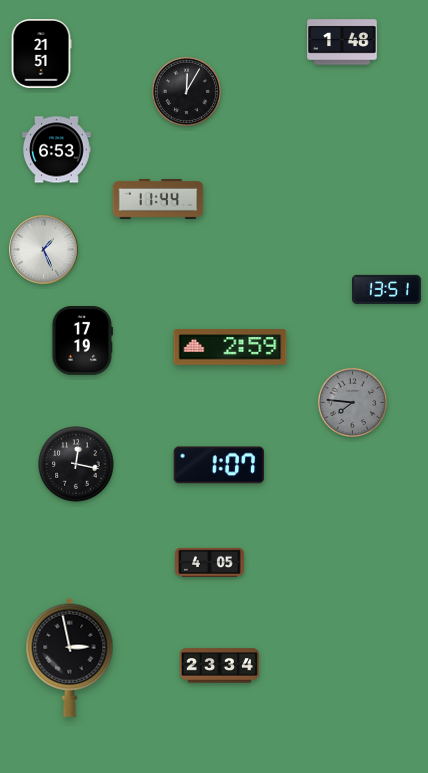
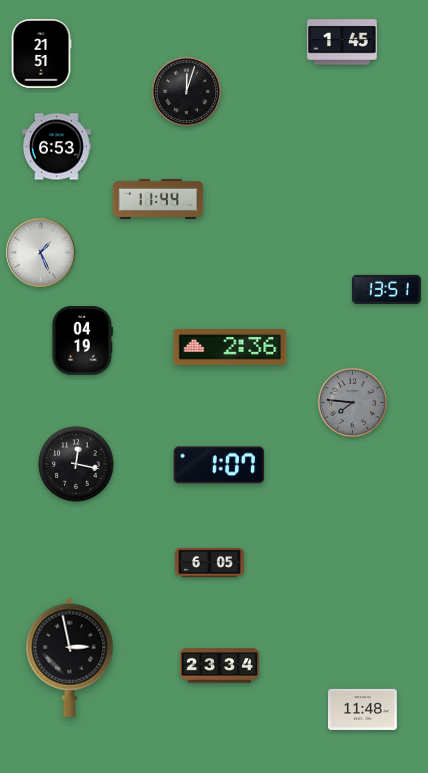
clock at (342, 42): 1:48 -> 1:45
clock at (186, 91): 12:05 -> 12:03
clock at (57, 150) position: (57, 150) -> (57, 147)
clock at (44, 250) position: (44, 250) -> (41, 253)
clock at (82, 341): 17:19 -> 04:19
clock at (230, 347): 2:59 -> 2:36
clock at (210, 562): 4:05 -> 6:05
clock at (363, 709): none -> 11:48
